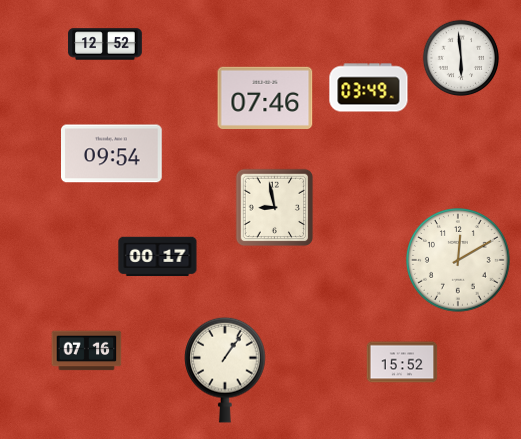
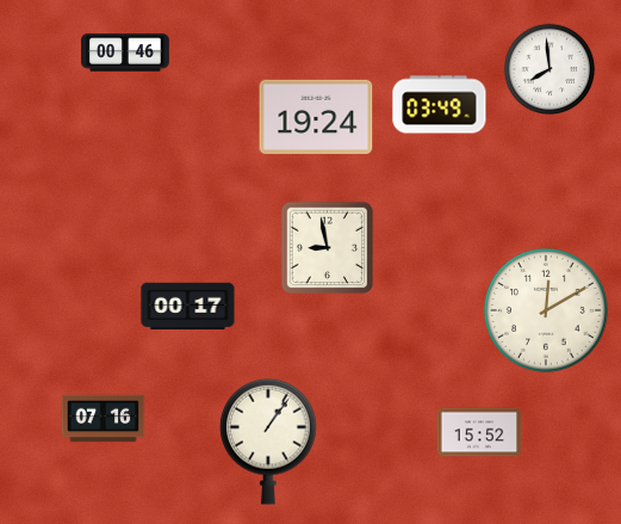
clock at (105, 44): 12:52 -> 00:46
clock at (461, 58): 5:59 -> 7:59
clock at (265, 97): 07:46 -> 19:24
clock at (112, 154): 09:54 -> none
